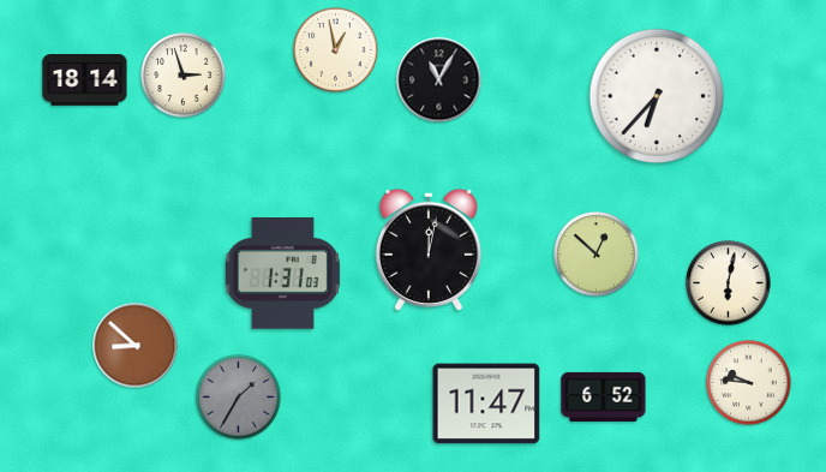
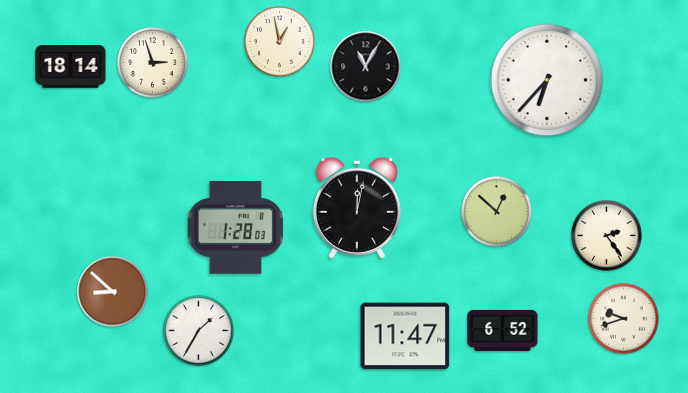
clock at (282, 274): 1:31 -> 1:28
clock at (729, 283): 6:02 -> 2:24
clock at (136, 346) position: (136, 346) -> (113, 292)
clock at (749, 383): 9:46 -> 9:42
clock at (239, 398) dial: grey -> white
